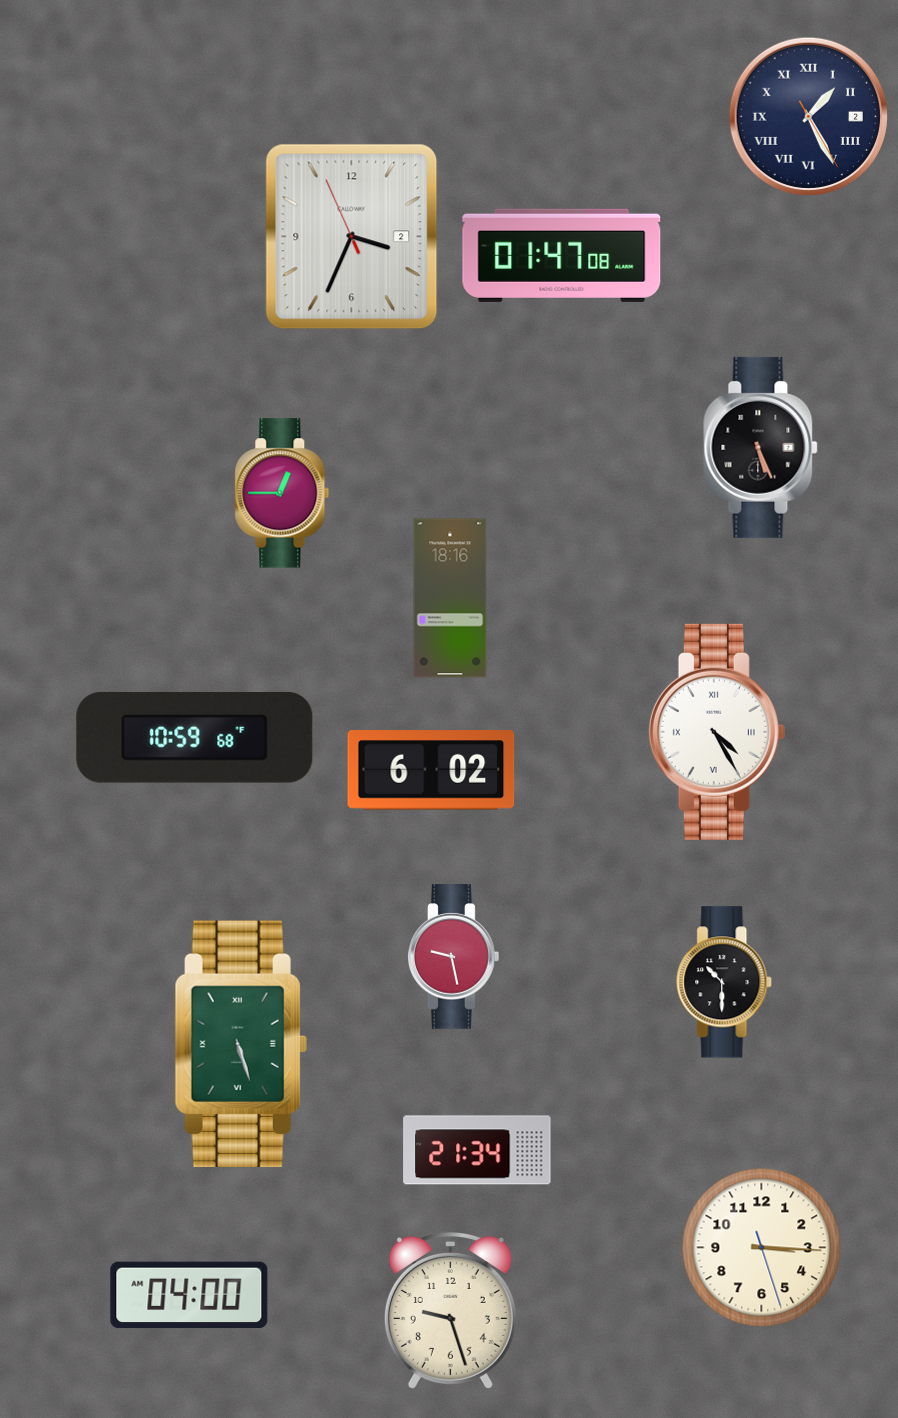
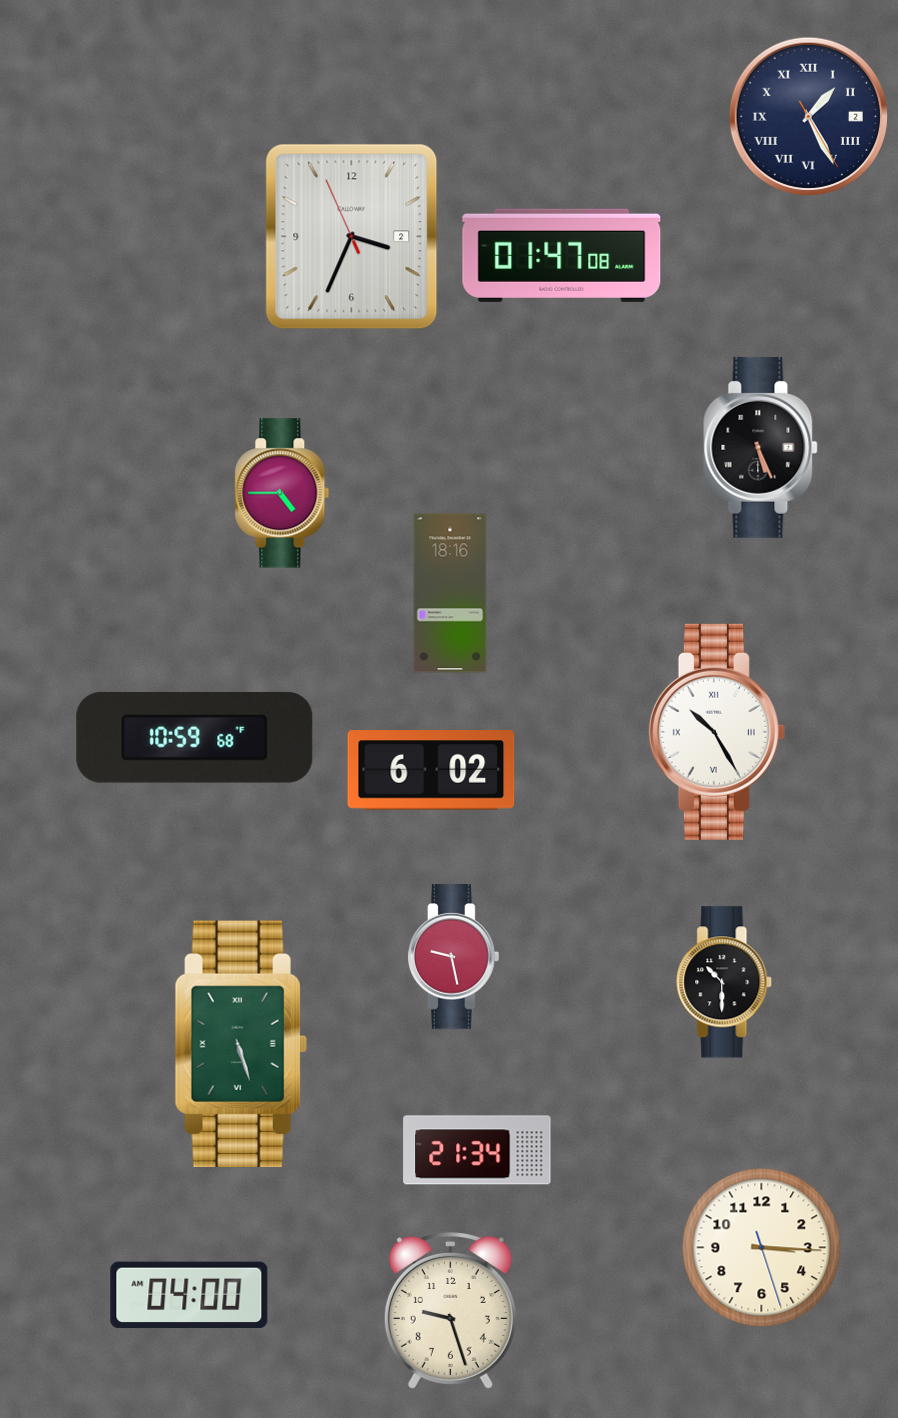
clock at (282, 493): 12:45 -> 4:45
clock at (450, 598) position: (450, 598) -> (450, 593)
clock at (717, 732): 4:25 -> 10:25
